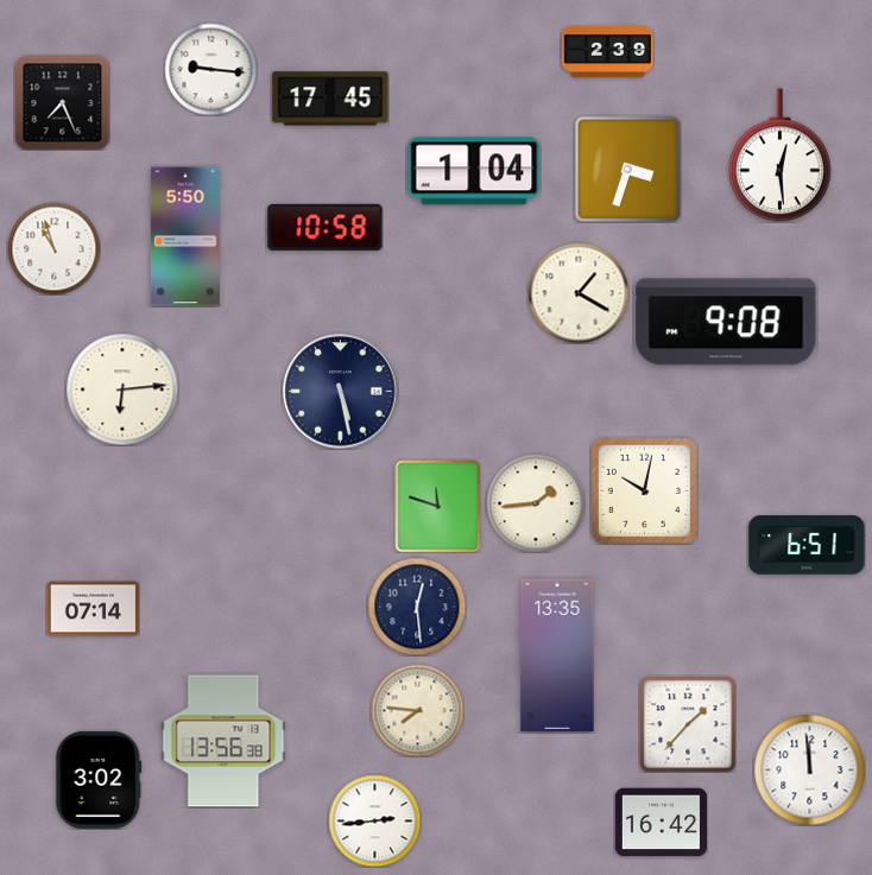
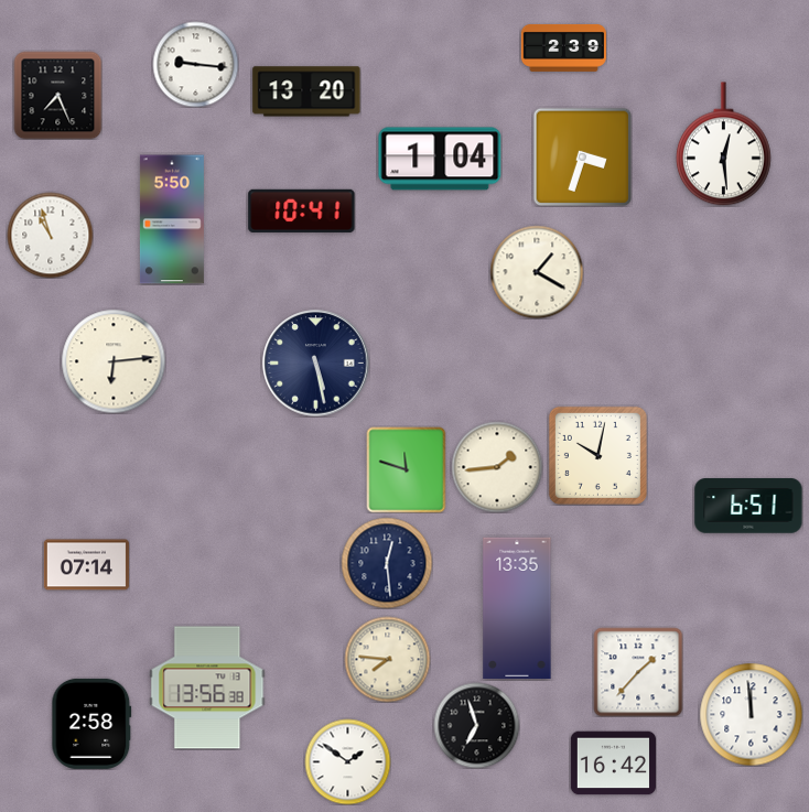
clock at (330, 99): 17:45 -> 13:20
clock at (326, 227): 10:58 -> 10:41
clock at (53, 248) position: (53, 248) -> (50, 235)
clock at (726, 322): 9:08 -> none
clock at (99, 780): 3:02 -> 2:58
clock at (476, 725): none -> 6:57
clock at (374, 820): 2:44 -> 1:51
